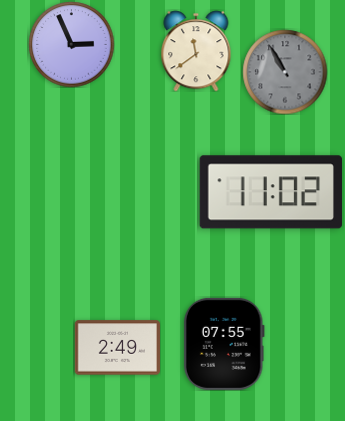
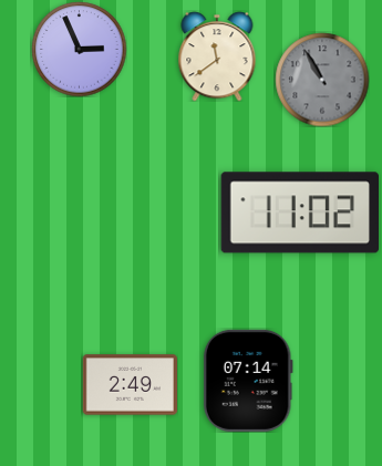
clock at (285, 72) position: (285, 72) -> (322, 80)
clock at (224, 344): 07:55 -> 07:14
